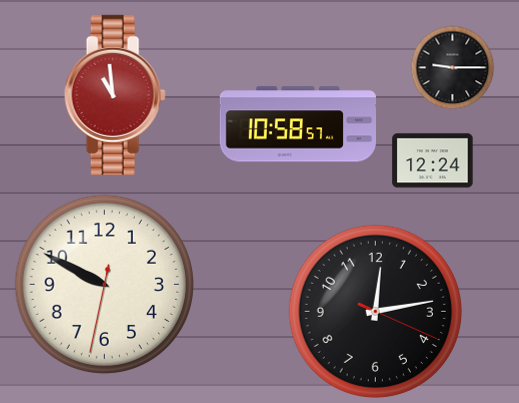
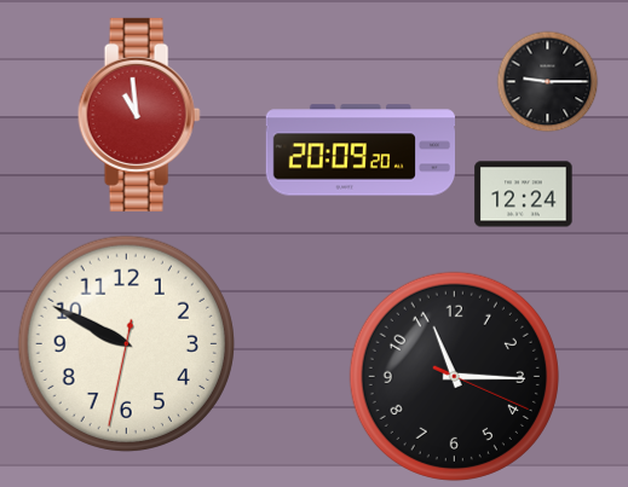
clock at (297, 124): 10:58 -> 20:09
clock at (375, 311): 12:13 -> 11:15
